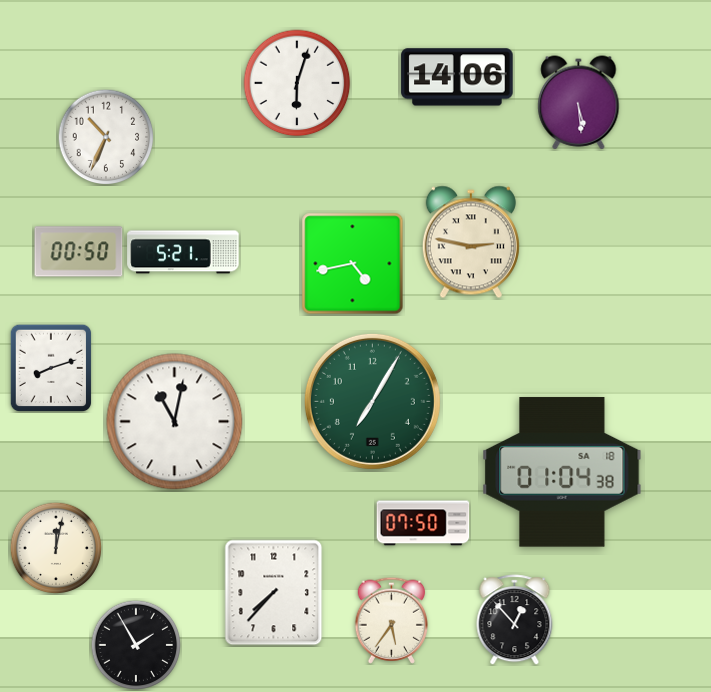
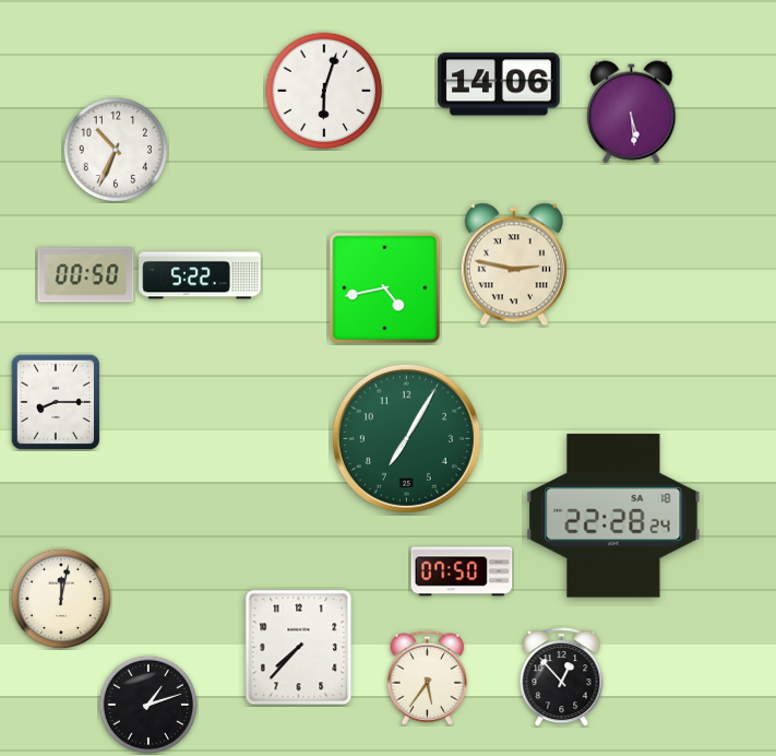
clock at (183, 252): 5:21 -> 5:22
clock at (51, 368): 8:12 -> 8:15
clock at (175, 422): 11:02 -> none
clock at (562, 472): 01:04 -> 22:28
clock at (136, 645): 1:55 -> 1:12
